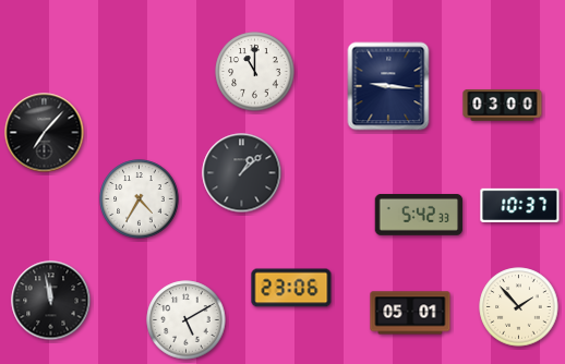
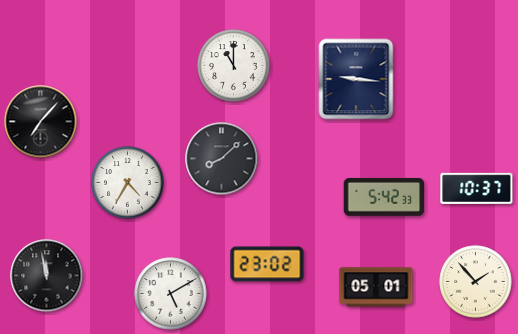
clock at (503, 106): 03:00 -> none
clock at (242, 173): 1:08 -> 8:08
clock at (291, 288): 23:06 -> 23:02
